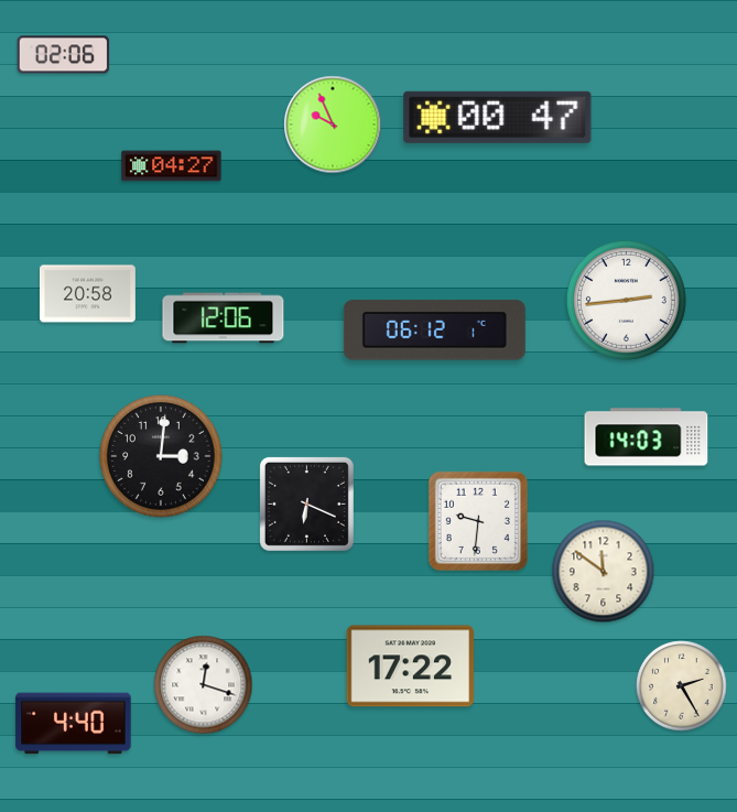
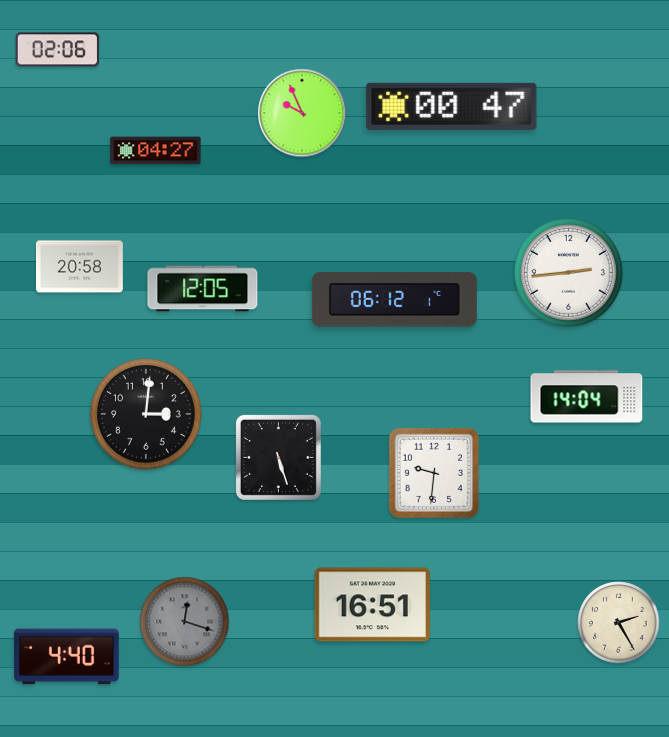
clock at (224, 318): 12:06 -> 12:05
clock at (647, 437): 14:03 -> 14:04
clock at (306, 504): 6:19 -> 5:27
clock at (604, 572): 11:51 -> none
clock at (410, 667): 17:22 -> 16:51
clock at (204, 685) dial: white -> grey
